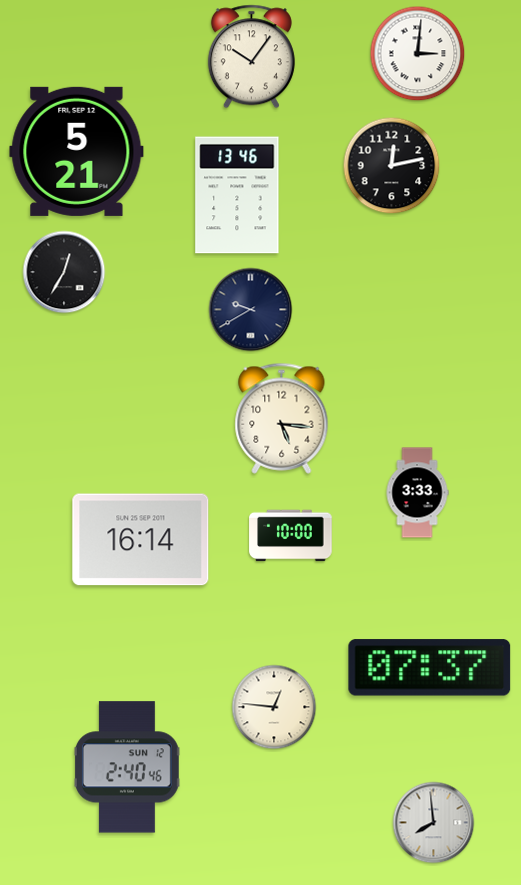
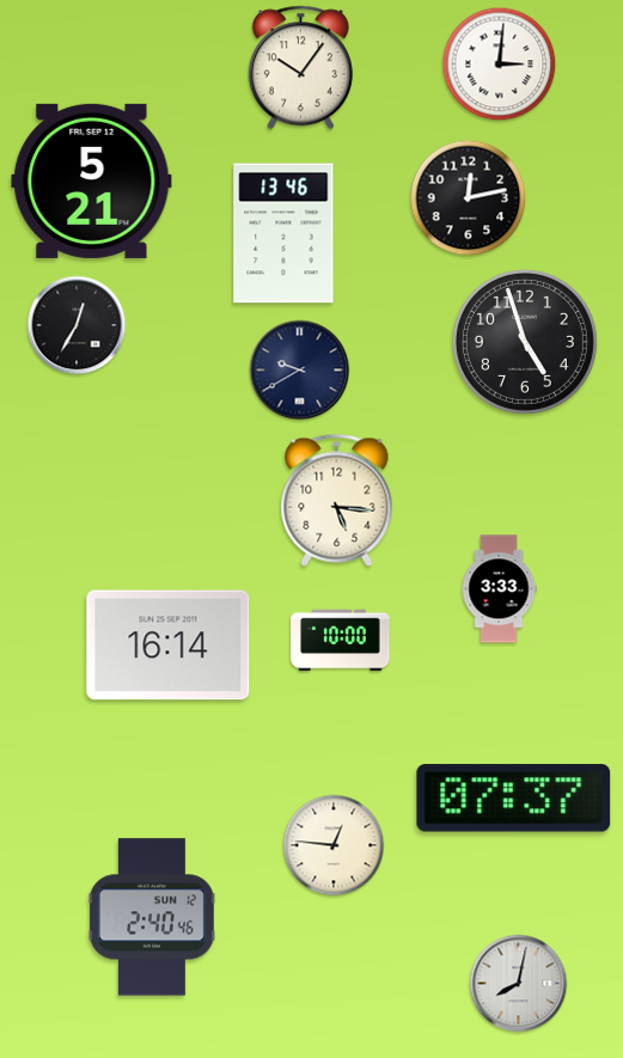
clock at (525, 342): none -> 4:57
clock at (291, 536) position: (291, 536) -> (341, 641)
clock at (274, 707) position: (274, 707) -> (334, 845)
clock at (434, 823): 7:59 -> 8:02
